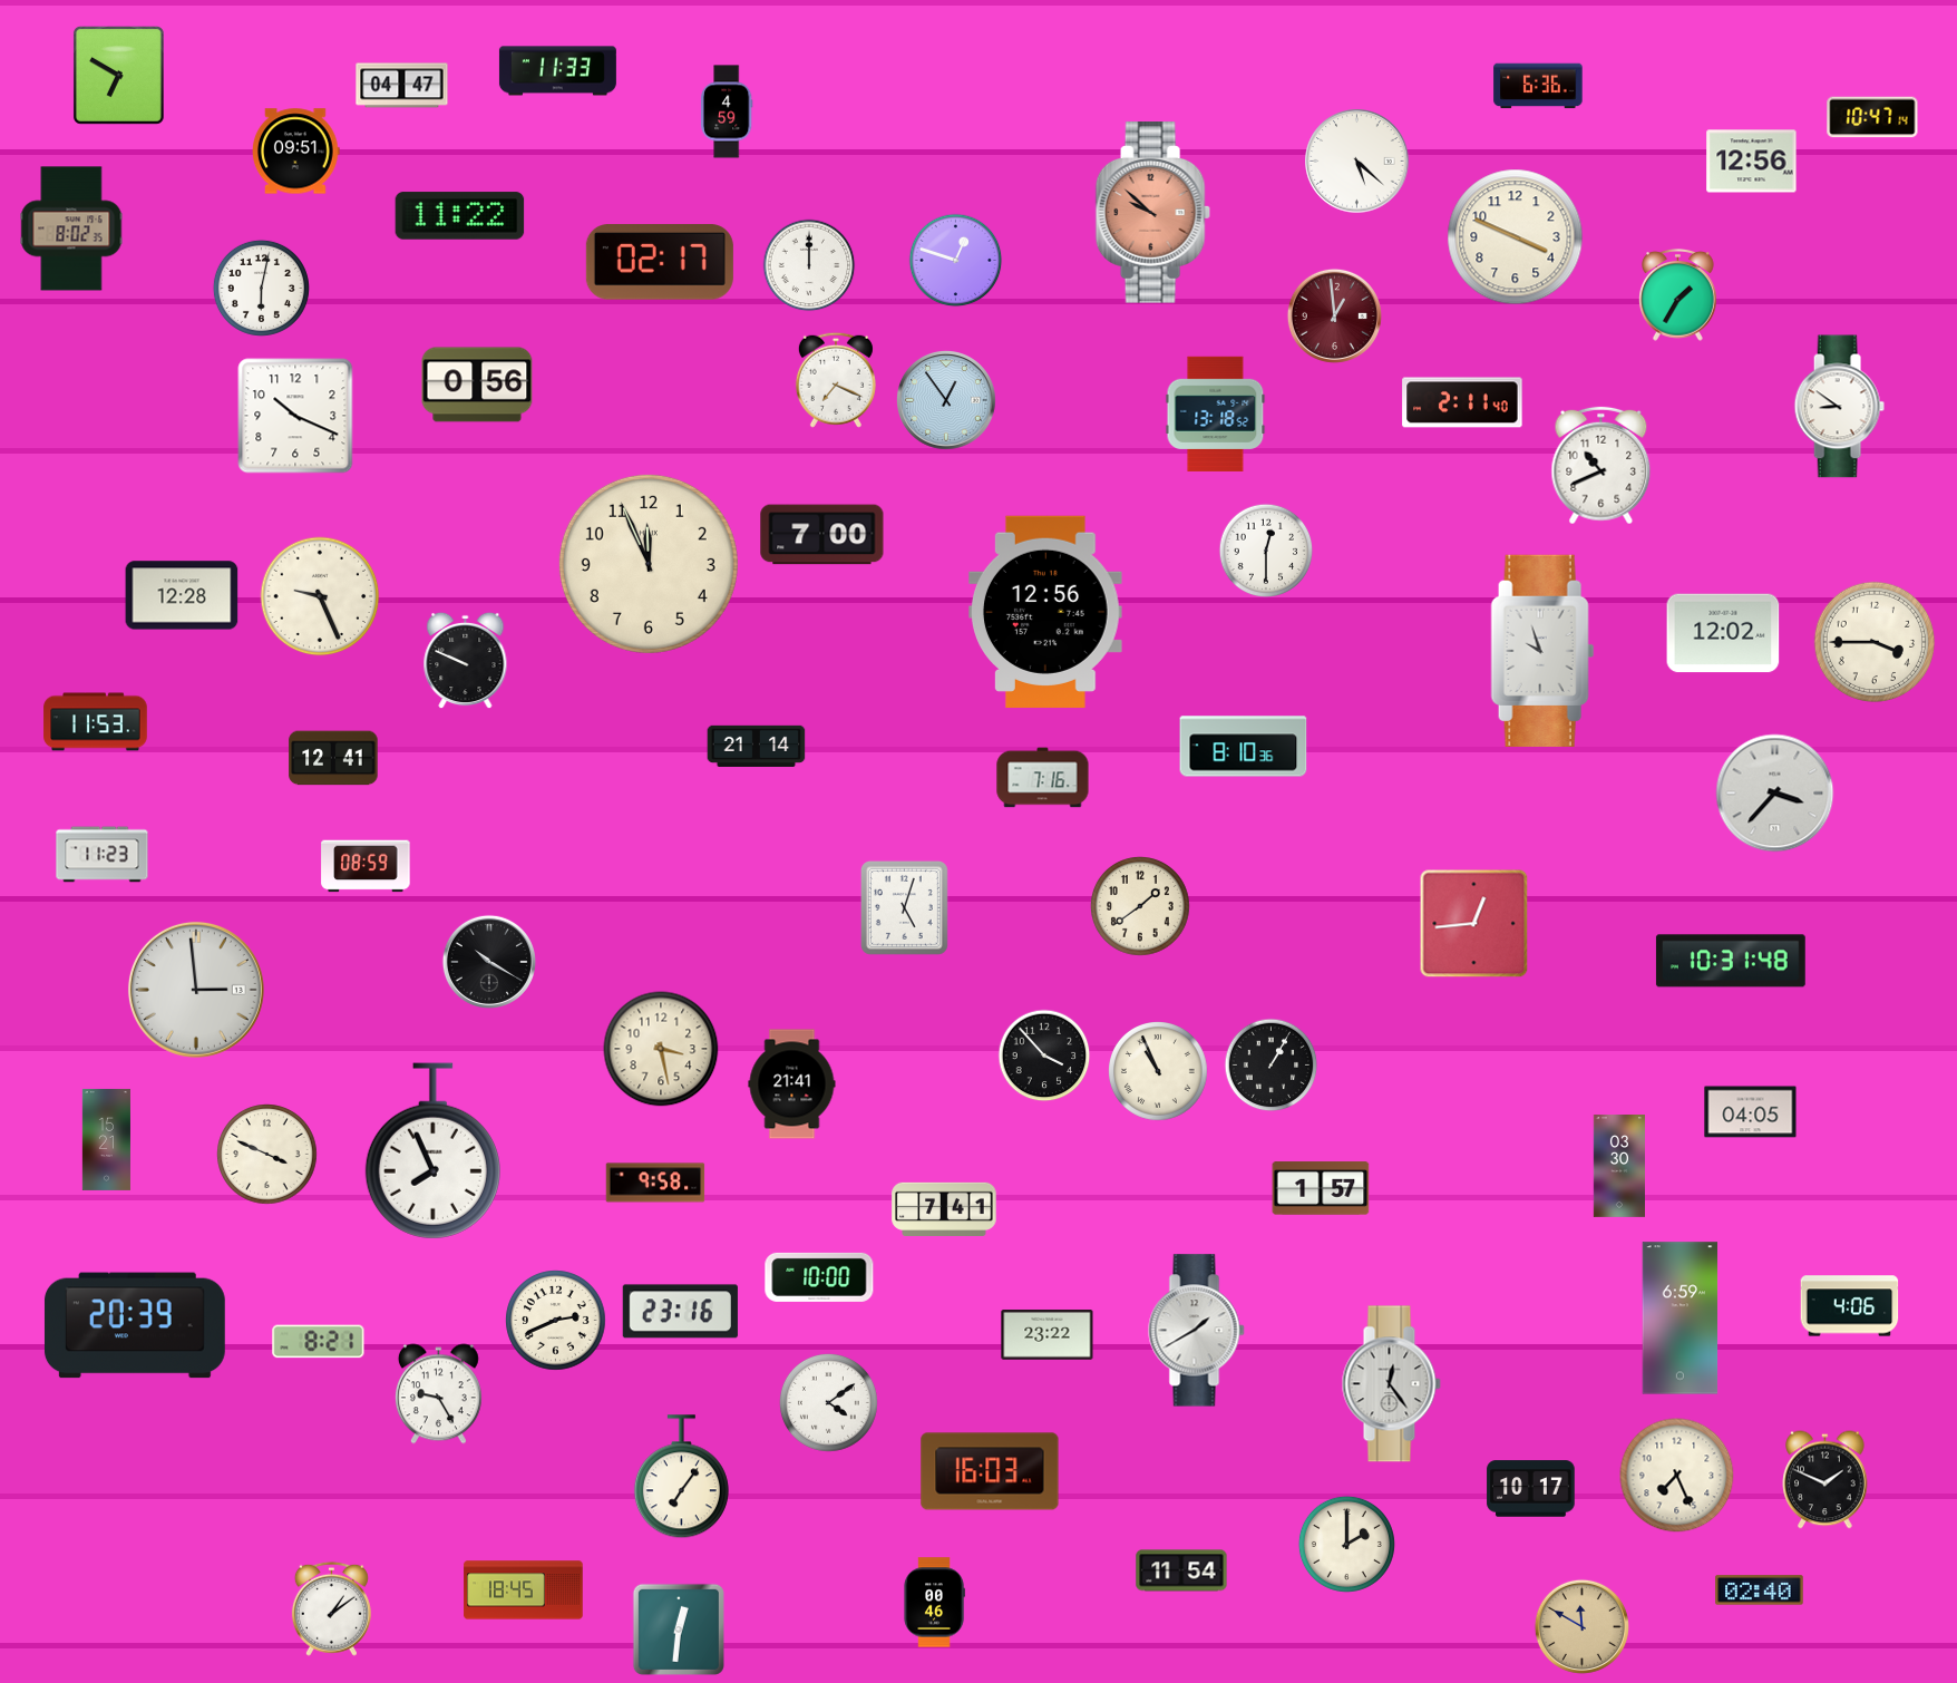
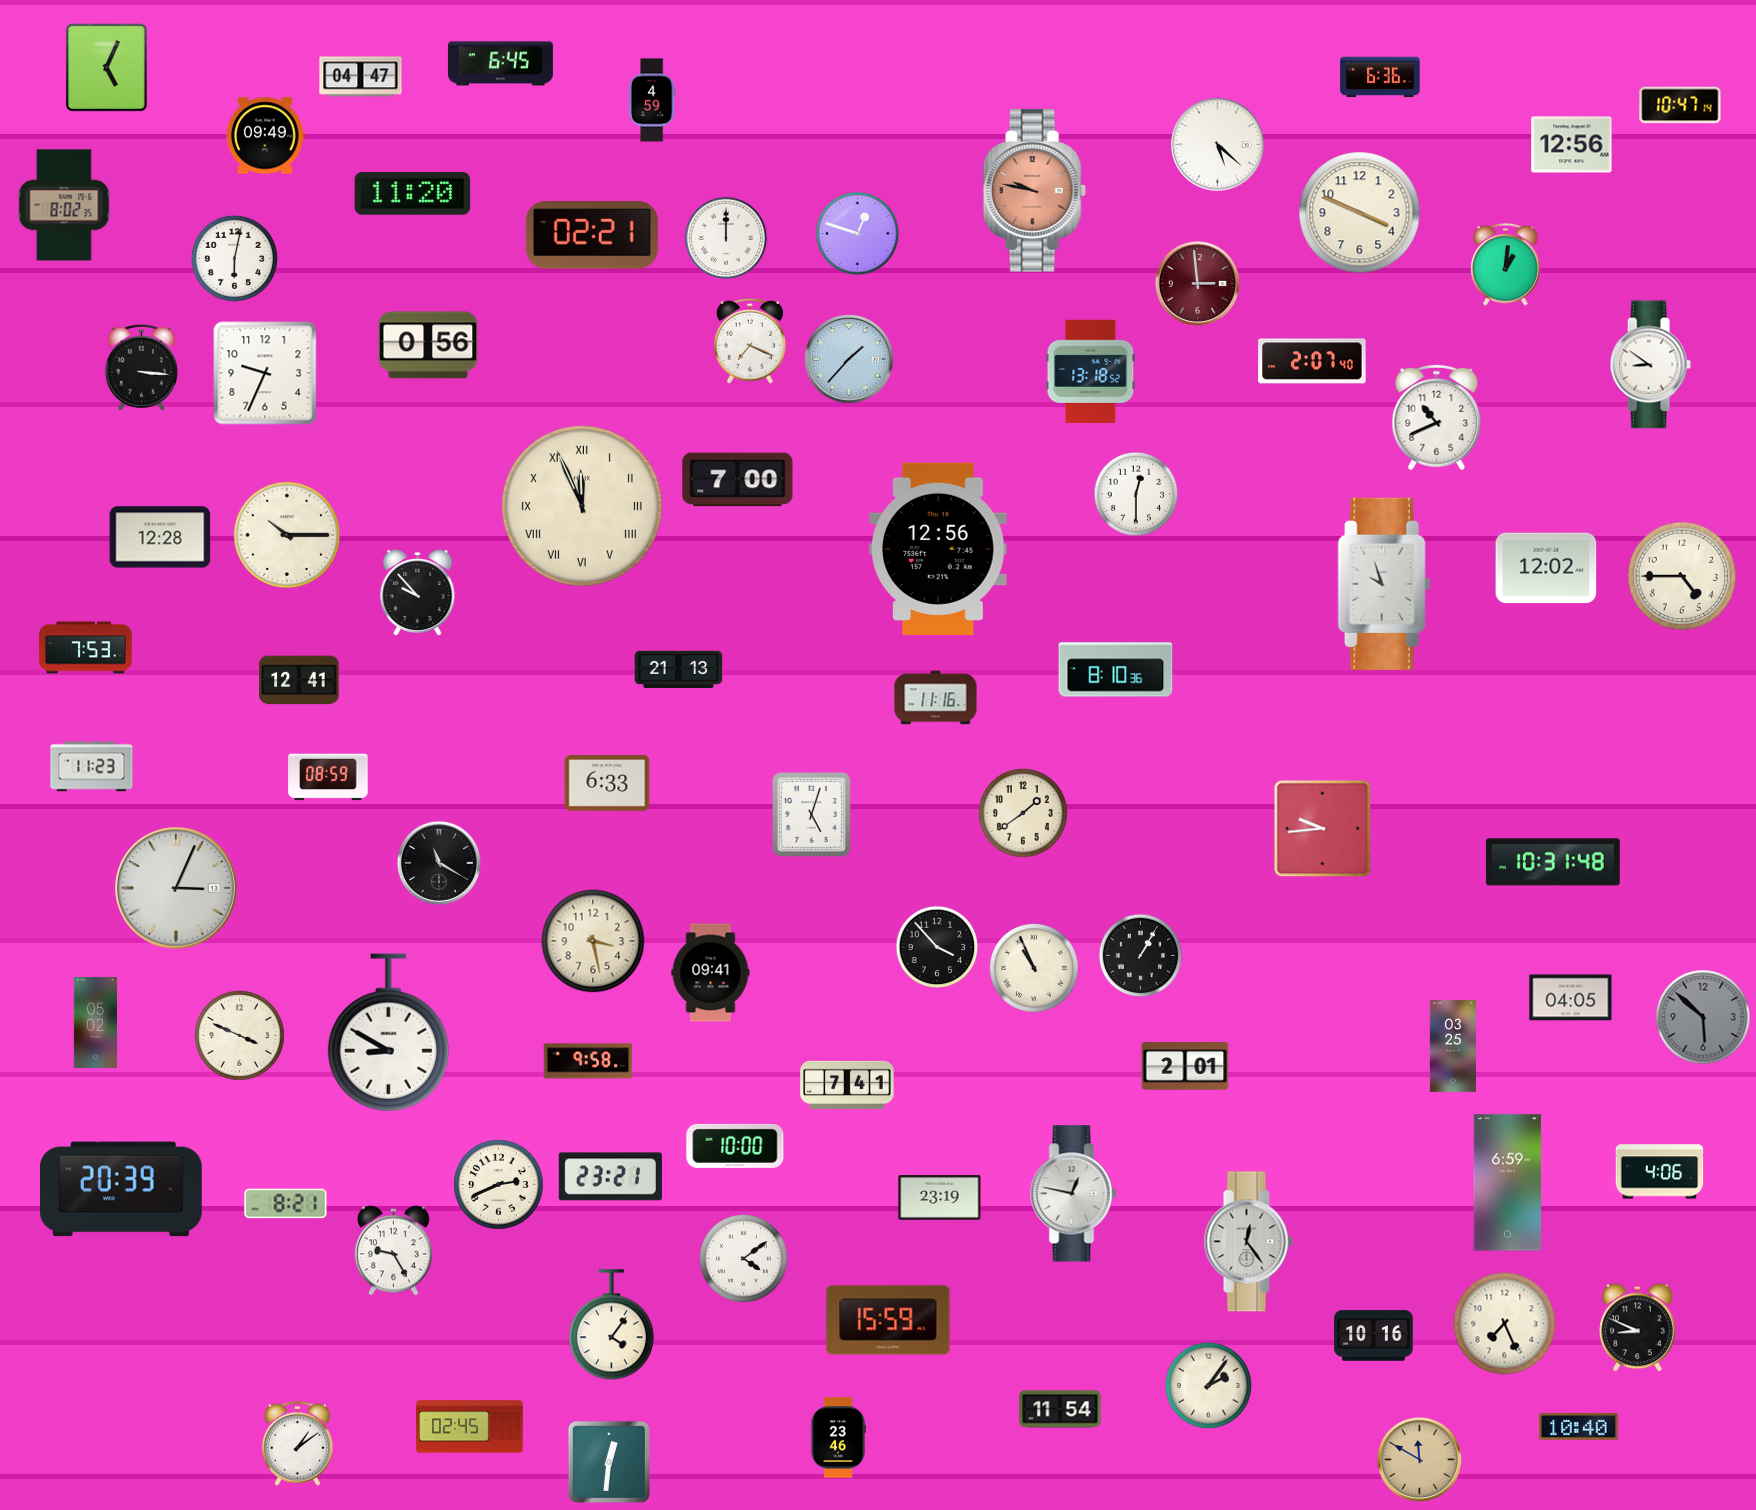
clock at (557, 71): 11:33 -> 6:45
clock at (118, 75): 6:50 -> 5:04
clock at (296, 152): 09:51 -> 09:49
clock at (1152, 213): 9:52 -> 9:47
clock at (460, 216): 11:22 -> 11:20
clock at (660, 262): 02:17 -> 02:21
clock at (1678, 294): 1:35 -> 1:01
clock at (1334, 315): 12:59 -> 2:59
clock at (947, 401): 12:54 -> 1:37
clock at (1462, 402): 2:11 -> 2:07
clock at (141, 367): none -> 3:16
clock at (295, 416): 10:19 -> 9:34
clock at (649, 564) numerals: Arabic -> Roman
clock at (182, 595) position: (182, 595) -> (160, 537)
clock at (320, 596): 9:26 -> 10:15
clock at (1873, 641): 3:45 -> 4:45
clock at (466, 661): 9:49 -> 9:53
clock at (96, 722): 11:53 -> 7:53
clock at (757, 746): 21:14 -> 21:13
clock at (1043, 778): 7:16 -> 11:16
clock at (1775, 794): 3:37 -> none
clock at (607, 783): none -> 6:33
clock at (1474, 924): 12:44 -> 9:44
clock at (489, 962): 10:20 -> 11:20
clock at (196, 990): 2:59 -> 3:04
clock at (1159, 1072) position: (1159, 1072) -> (1035, 969)
clock at (792, 1084): 21:41 -> 09:41
clock at (1703, 1017): none -> 5:52
clock at (106, 1139): 15:21 -> 05:02
clock at (432, 1151): 7:56 -> 8:50
clock at (1618, 1167): 03:30 -> 03:25
clock at (1321, 1188): 1:57 -> 2:01
clock at (680, 1312): 23:16 -> 23:21
clock at (1197, 1331): 1:40 -> 12:47
clock at (1048, 1335): 23:22 -> 23:19
clock at (990, 1471): 16:03 -> 15:59
clock at (681, 1477): 7:06 -> 4:06
clock at (1825, 1480): 1:49 -> 8:49
clock at (1531, 1489): 10:17 -> 10:16
clock at (1346, 1544): 2:00 -> 2:06
clock at (524, 1590): 18:45 -> 02:45
clock at (1760, 1590): 02:40 -> 10:40
clock at (934, 1603): 00:46 -> 23:46
